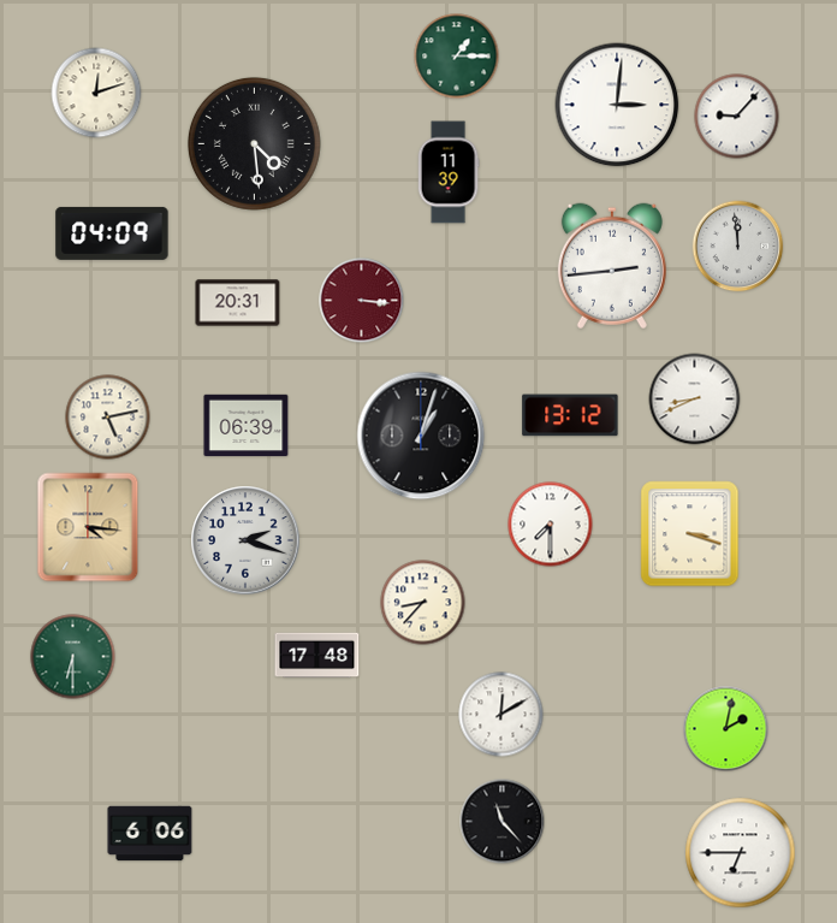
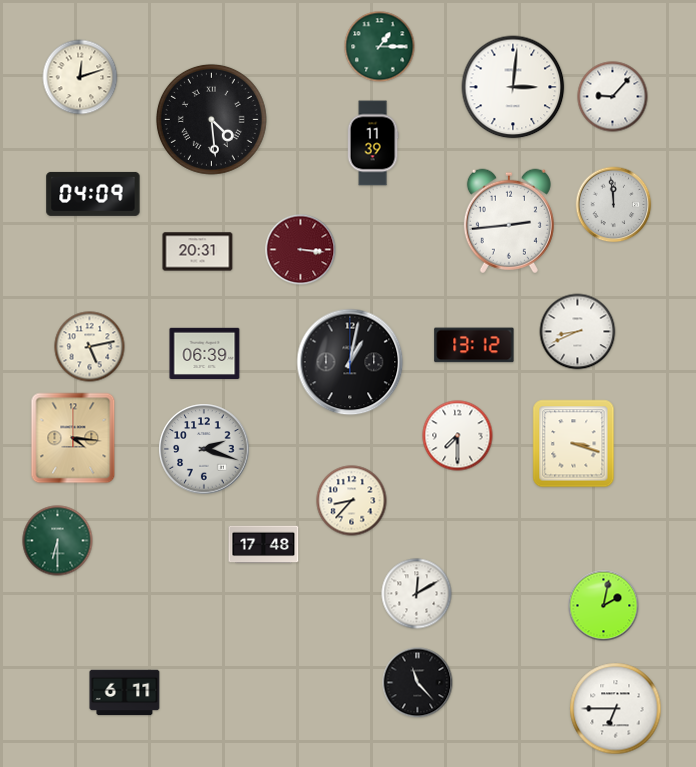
clock at (421, 436): 1:03 -> 1:02
clock at (73, 657) position: (73, 657) -> (58, 541)
clock at (150, 834): 6:06 -> 6:11
